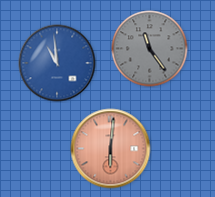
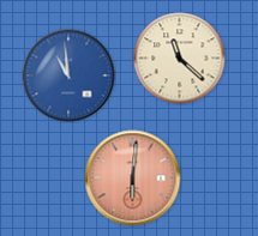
clock at (150, 49): 11:24 -> 11:22
clock at (150, 49) dial: grey -> cream
